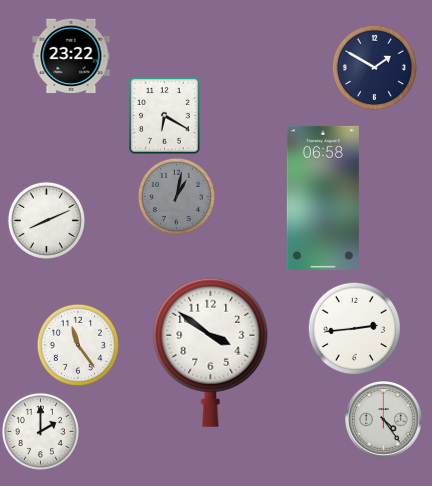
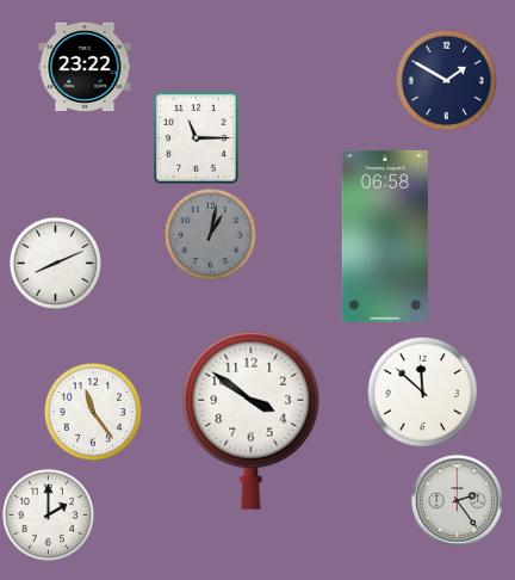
clock at (165, 116): 6:20 -> 11:15
clock at (354, 328): 2:44 -> 11:52
clock at (384, 420): 4:24 -> 2:24
